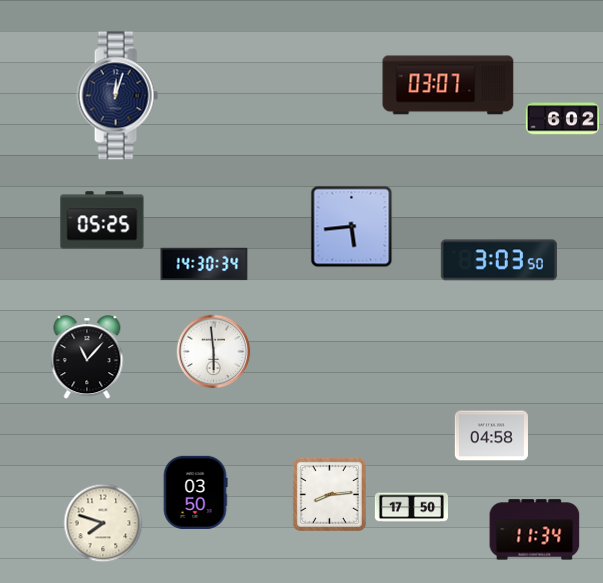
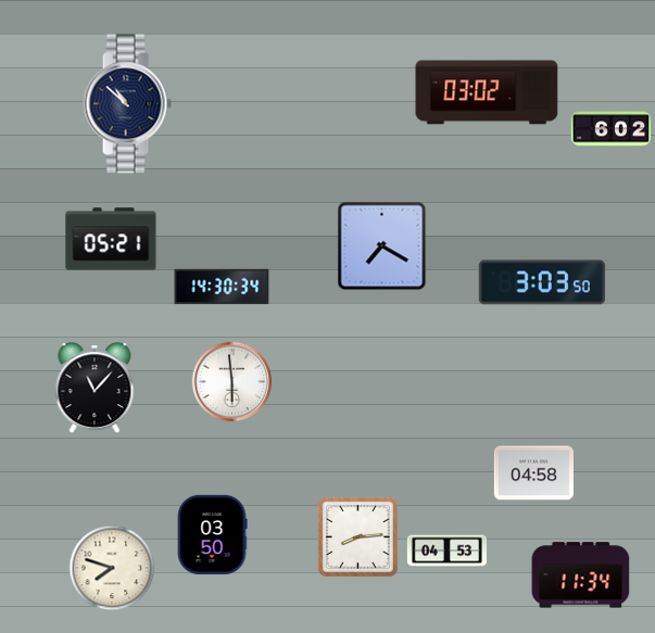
clock at (448, 85): 03:07 -> 03:02
clock at (117, 96): 12:03 -> 10:52
clock at (102, 220): 05:25 -> 05:21
clock at (352, 227): 5:44 -> 7:20
clock at (411, 508): 17:50 -> 04:53
